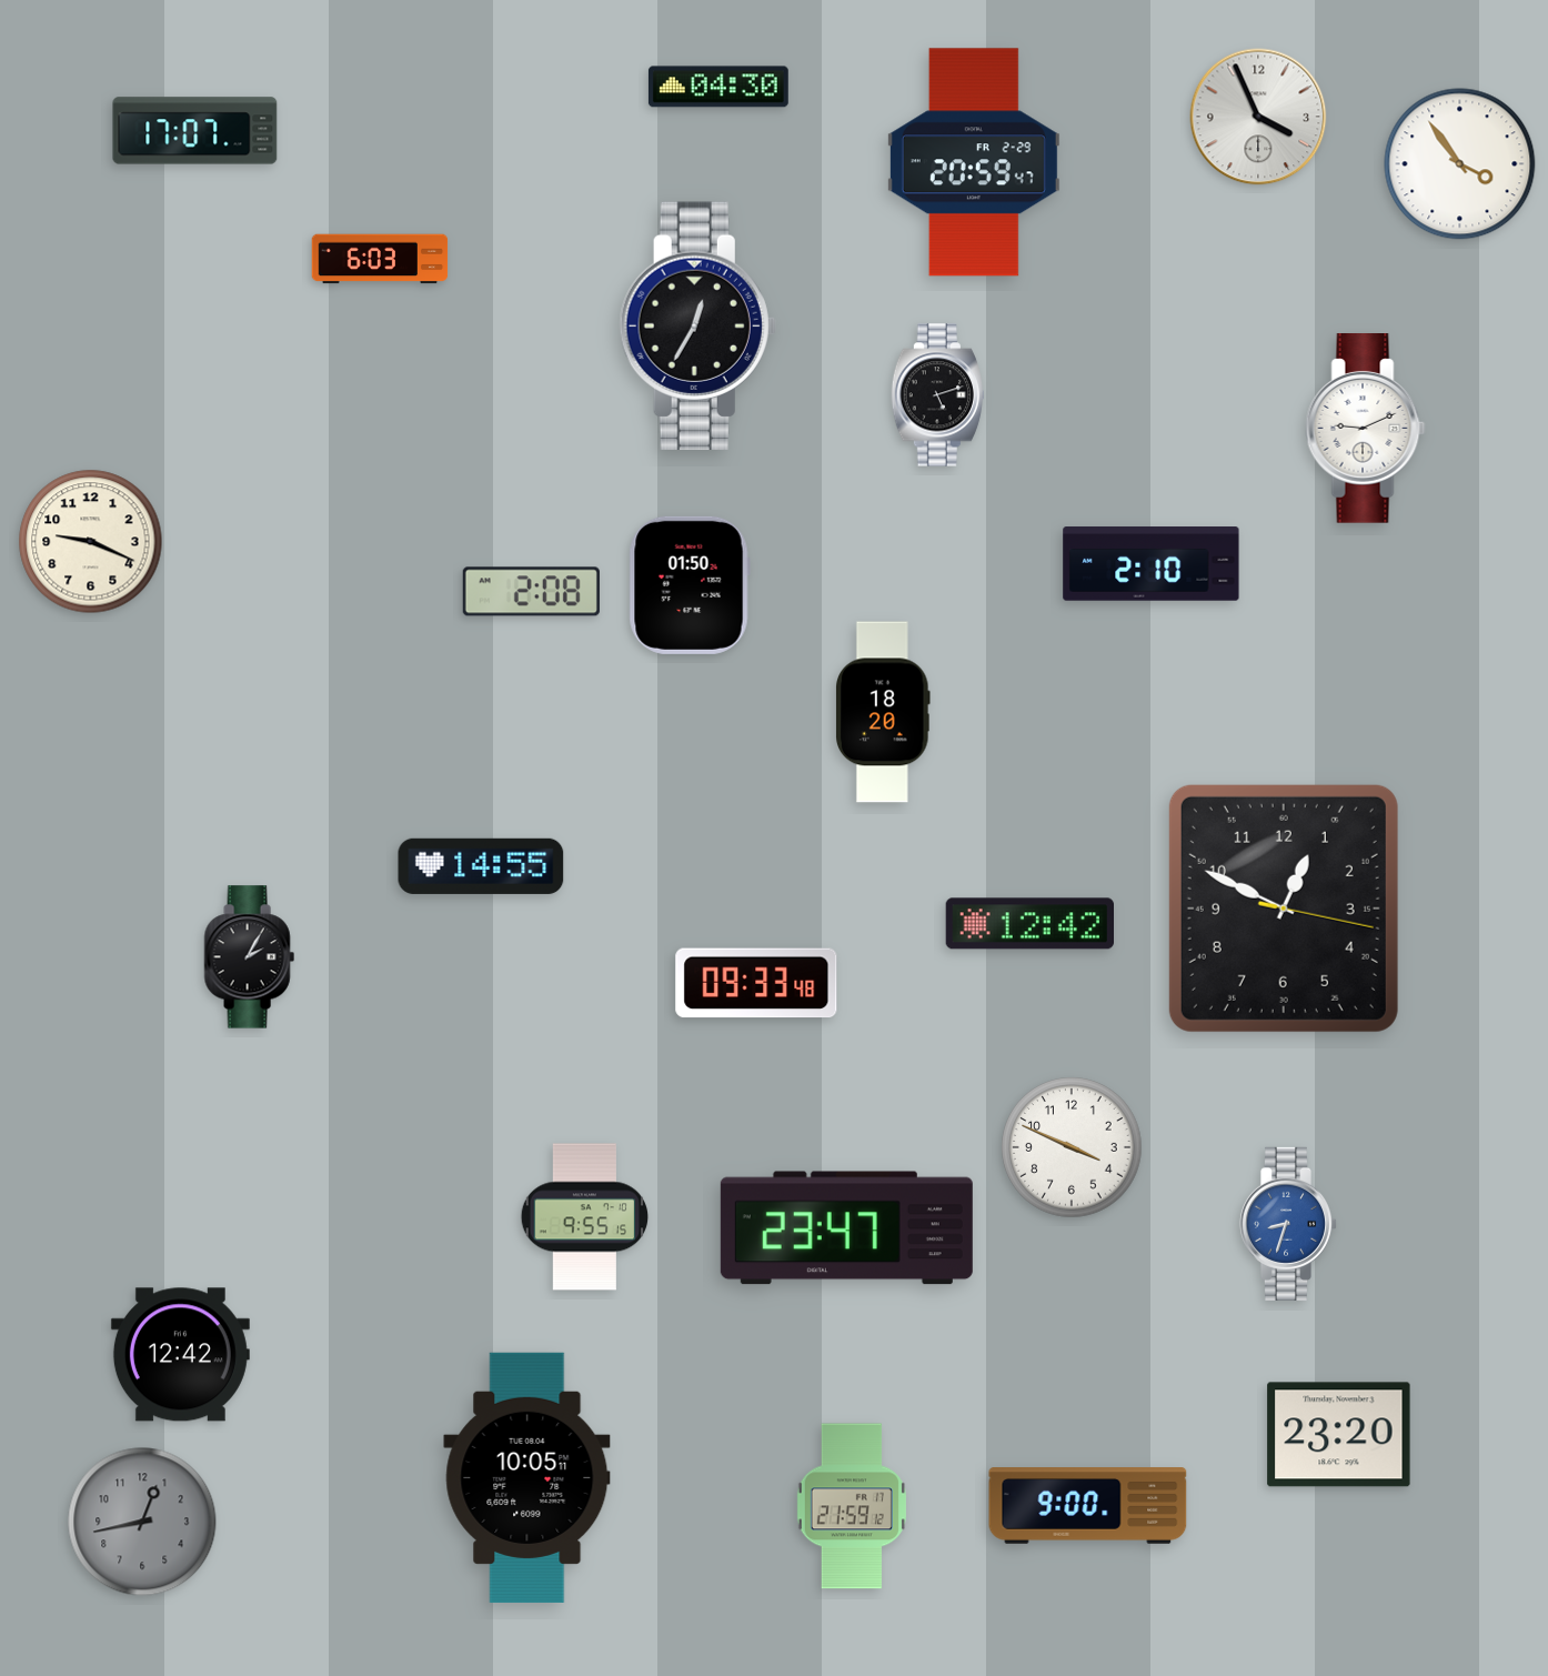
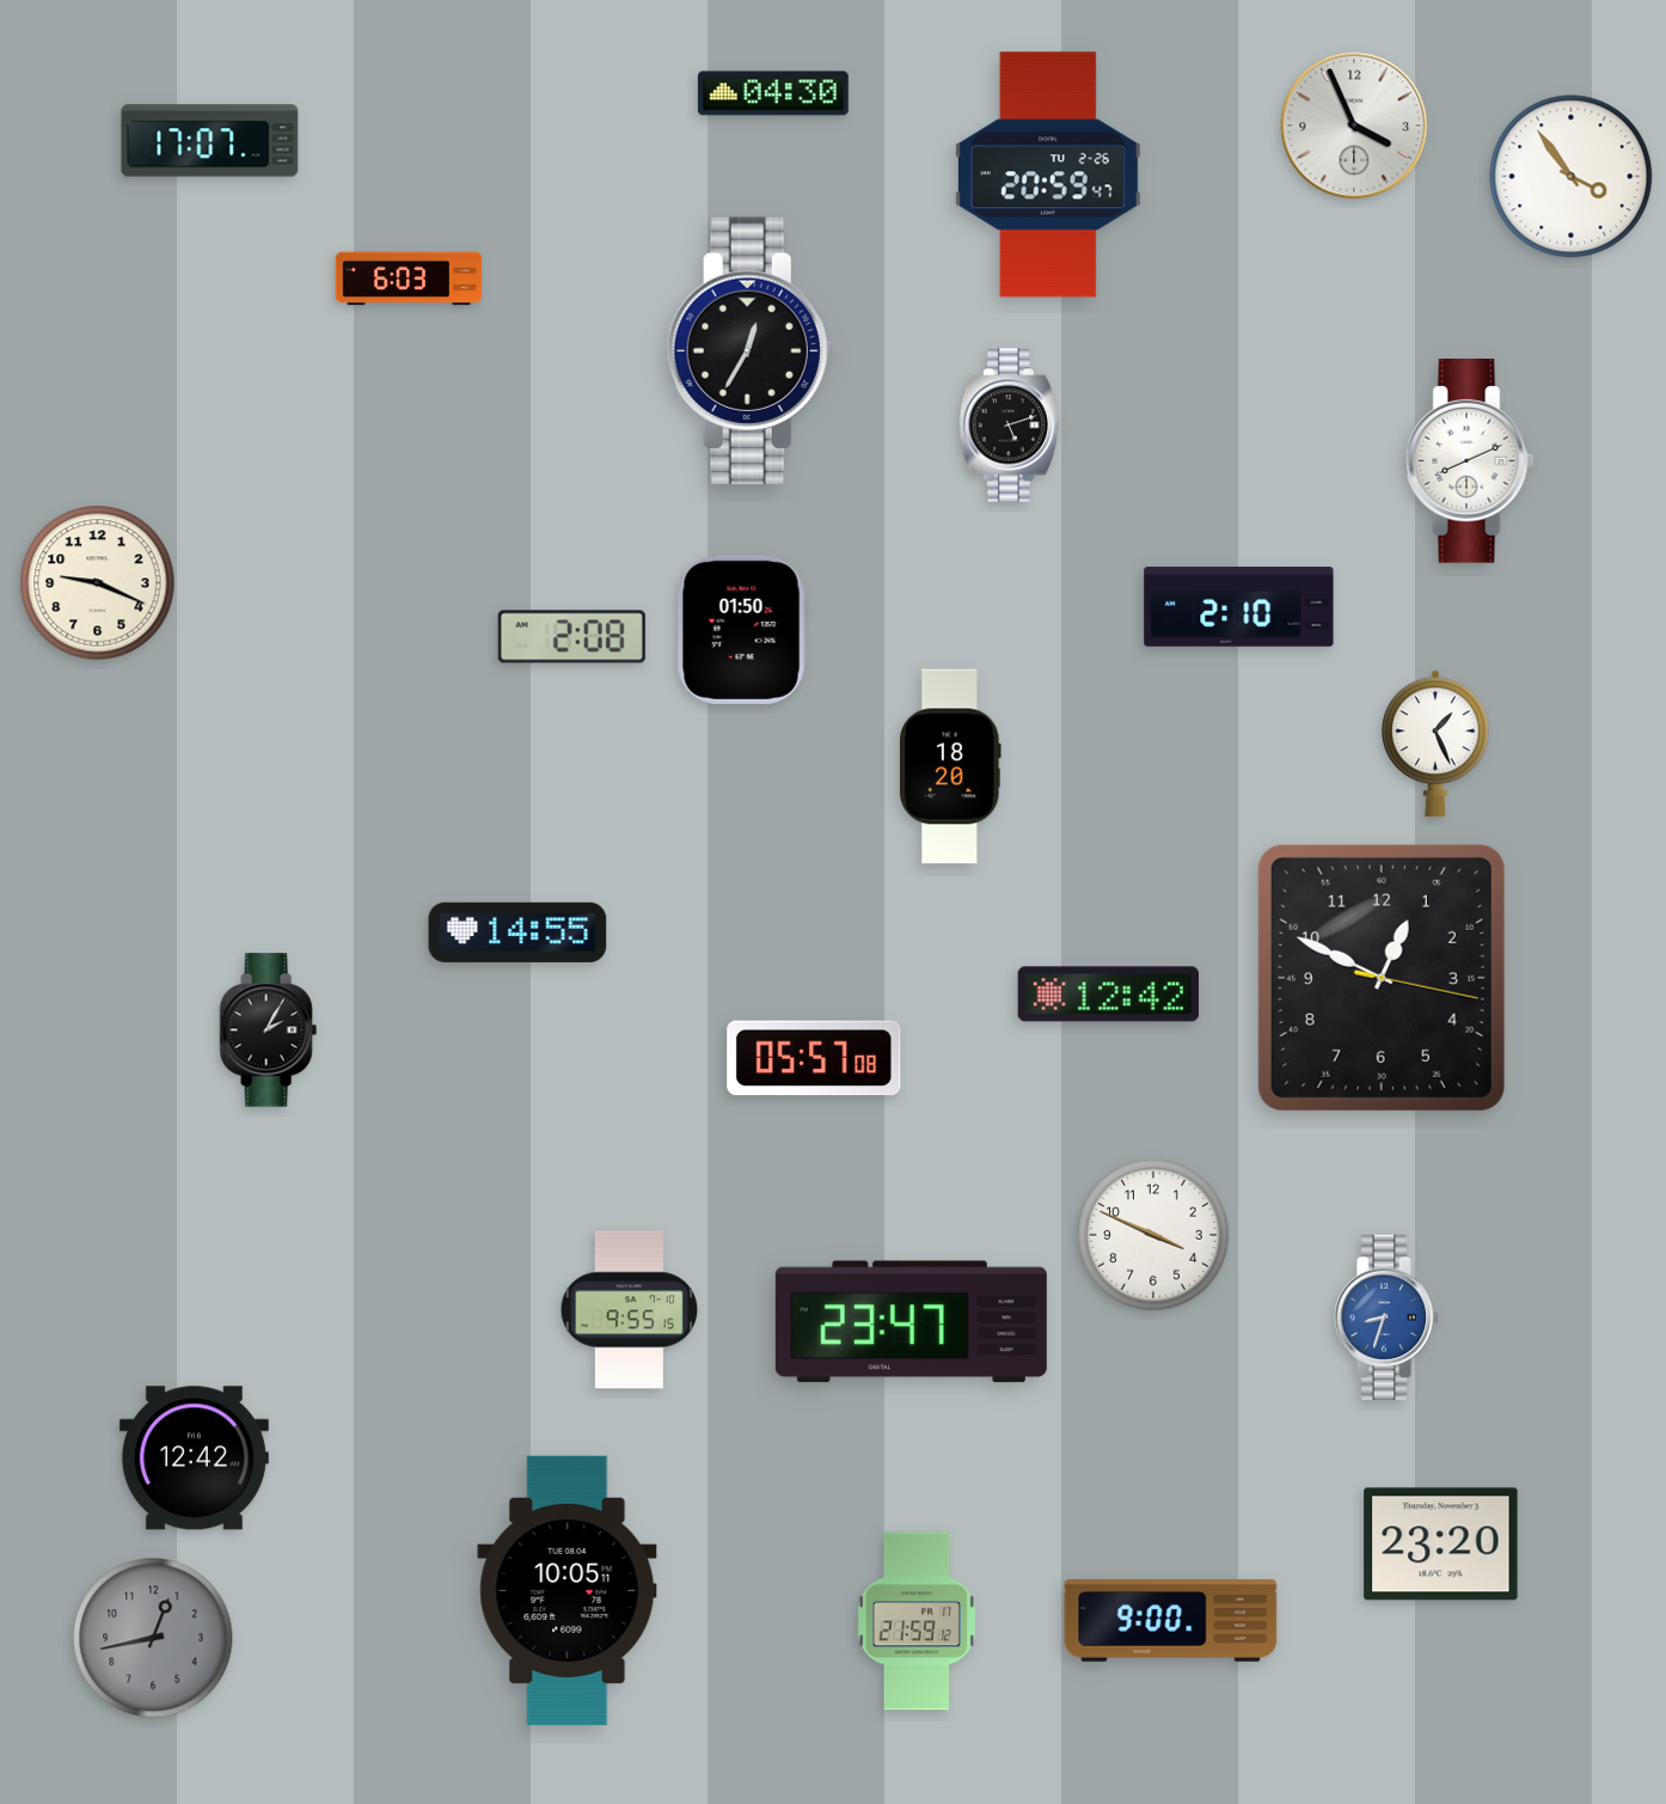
clock at (974, 162) date: FR 2-29 -> TU 2-26
clock at (1366, 429): 9:11 -> 8:11
clock at (1435, 744): none -> 1:26
clock at (756, 983): 09:33 -> 05:57
